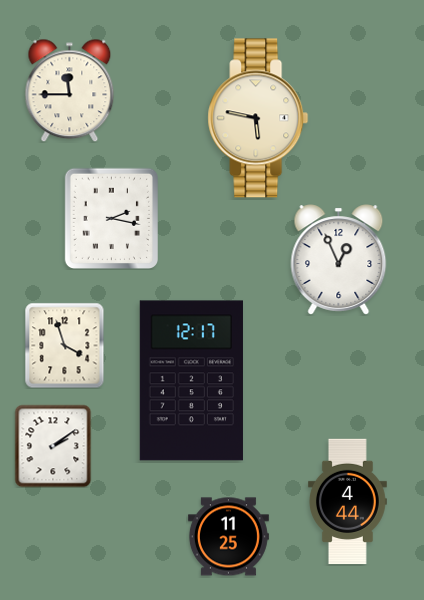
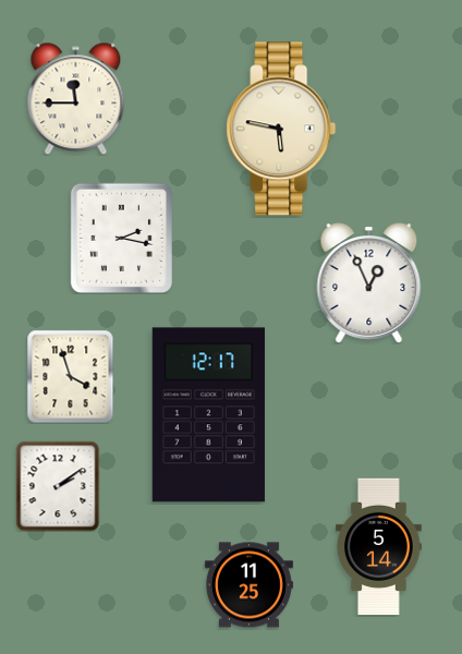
clock at (347, 502): 4:44 -> 5:14
